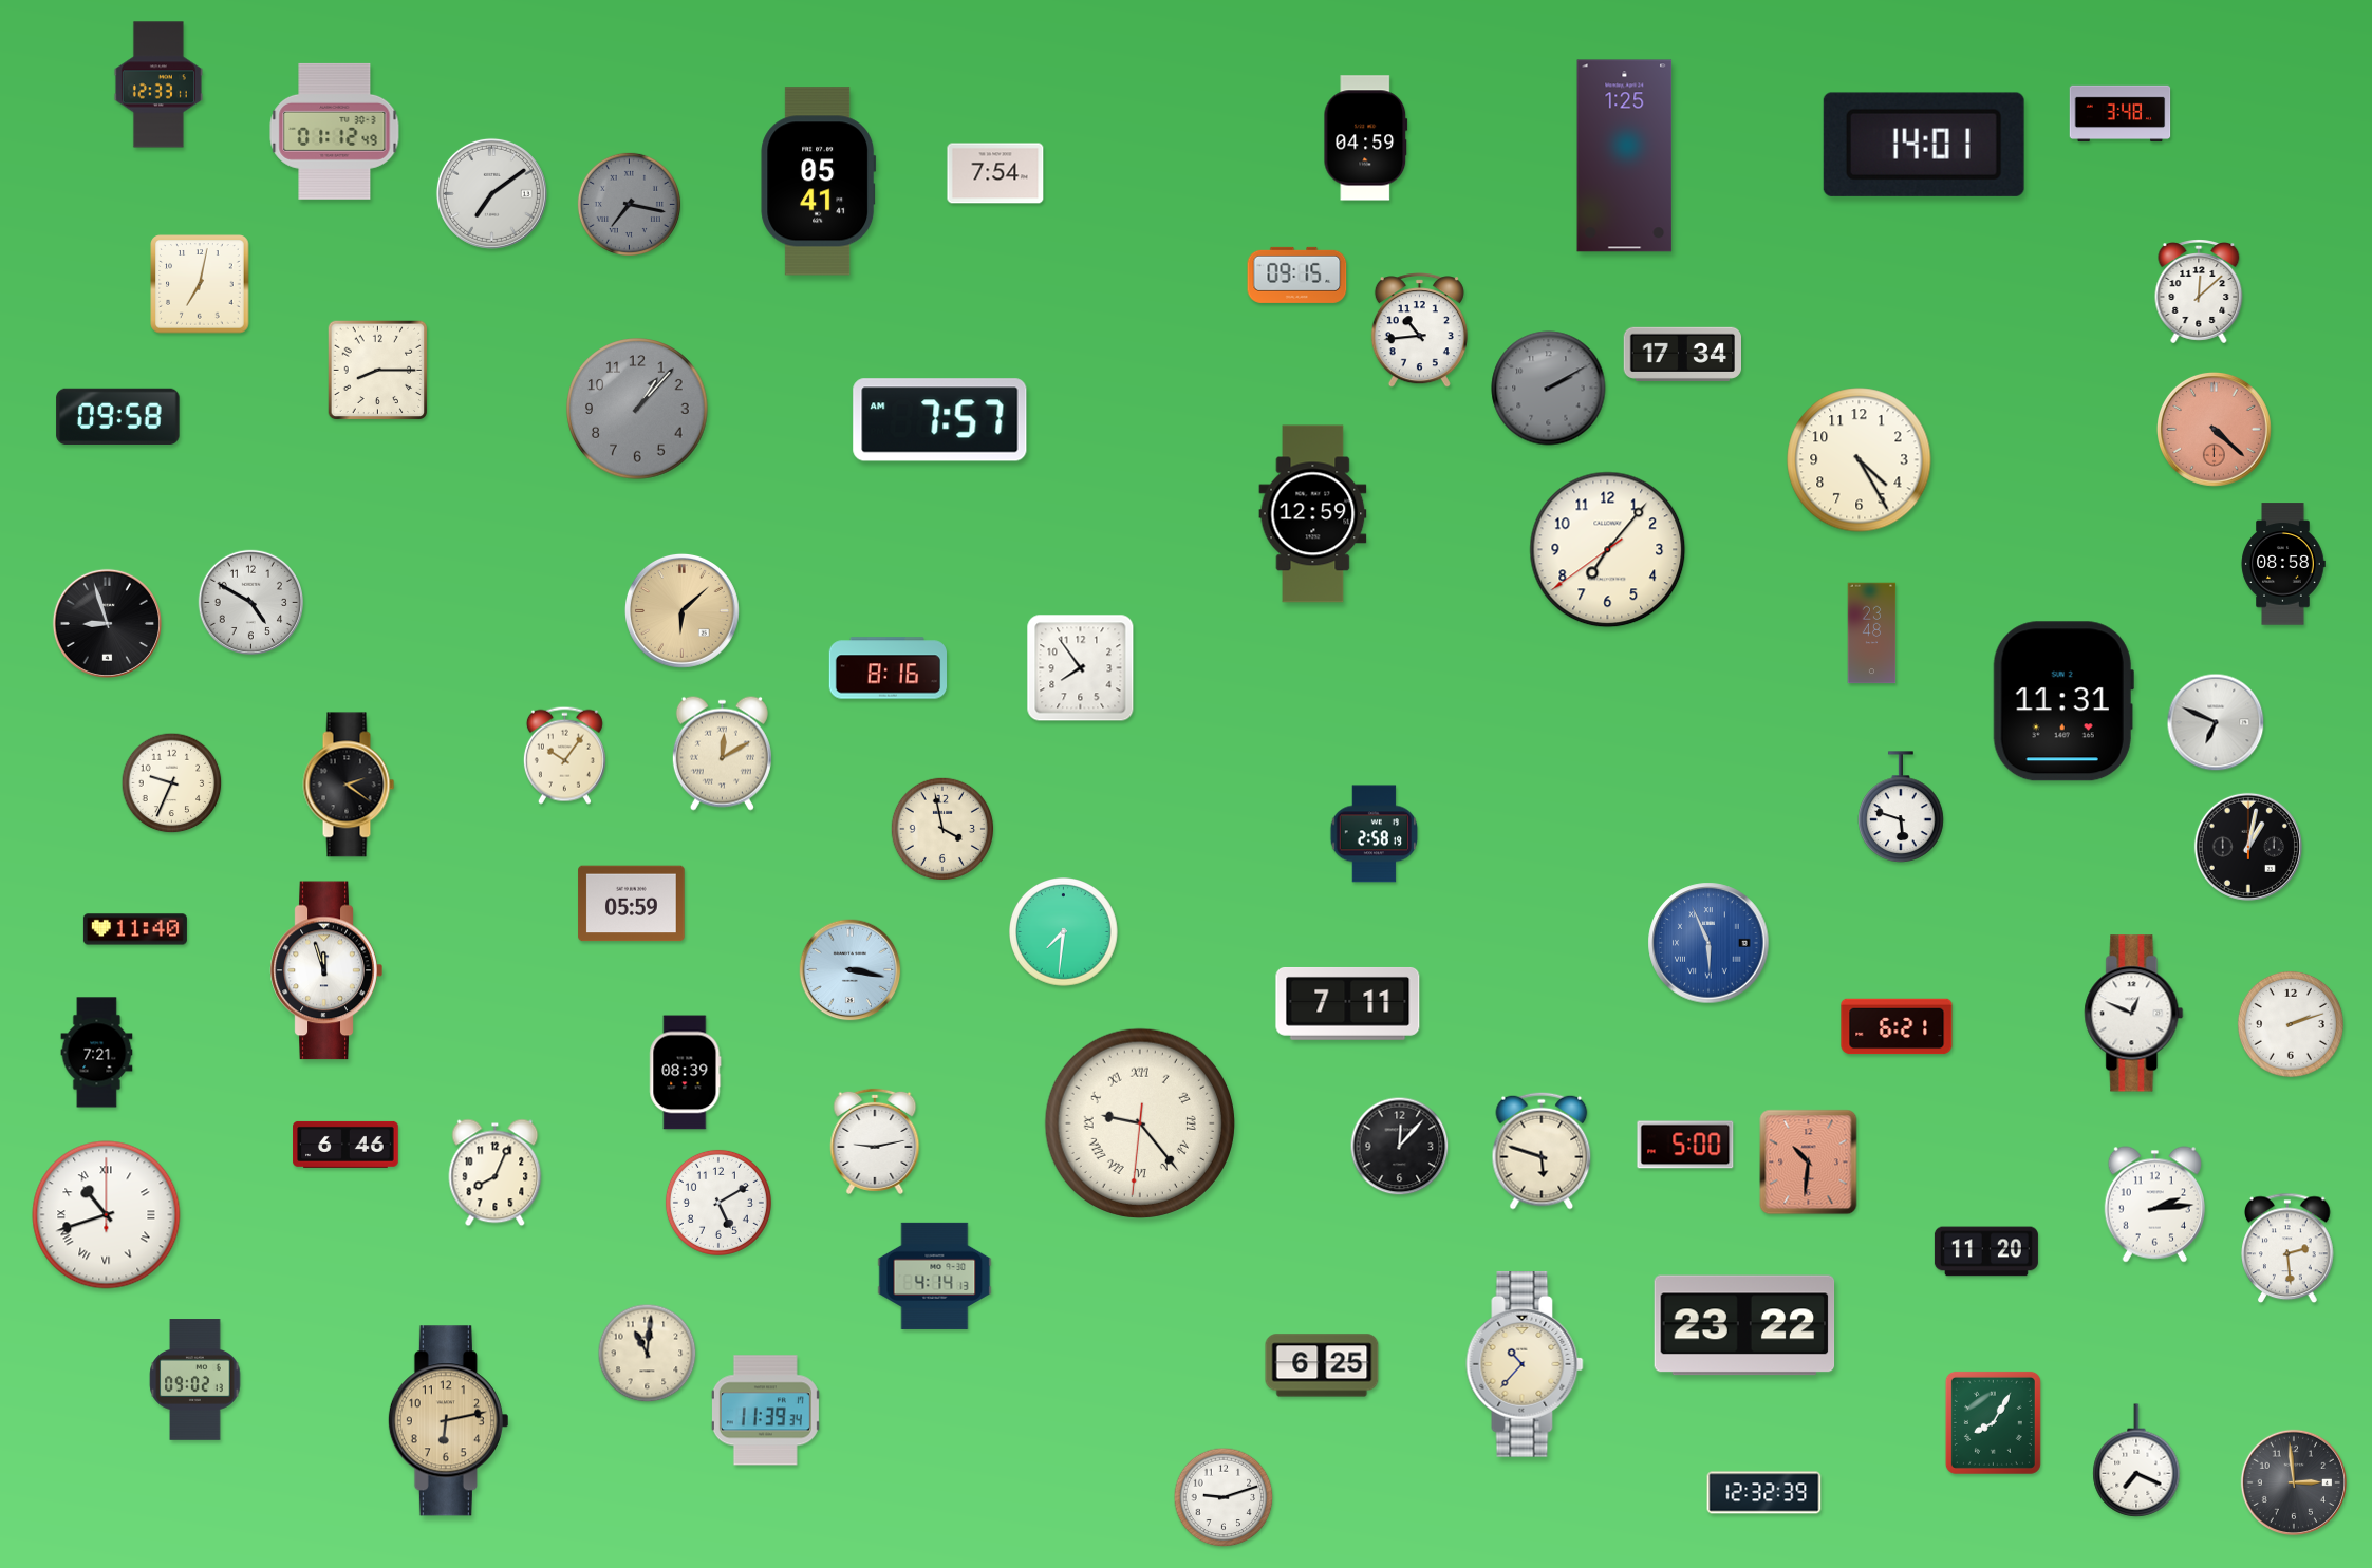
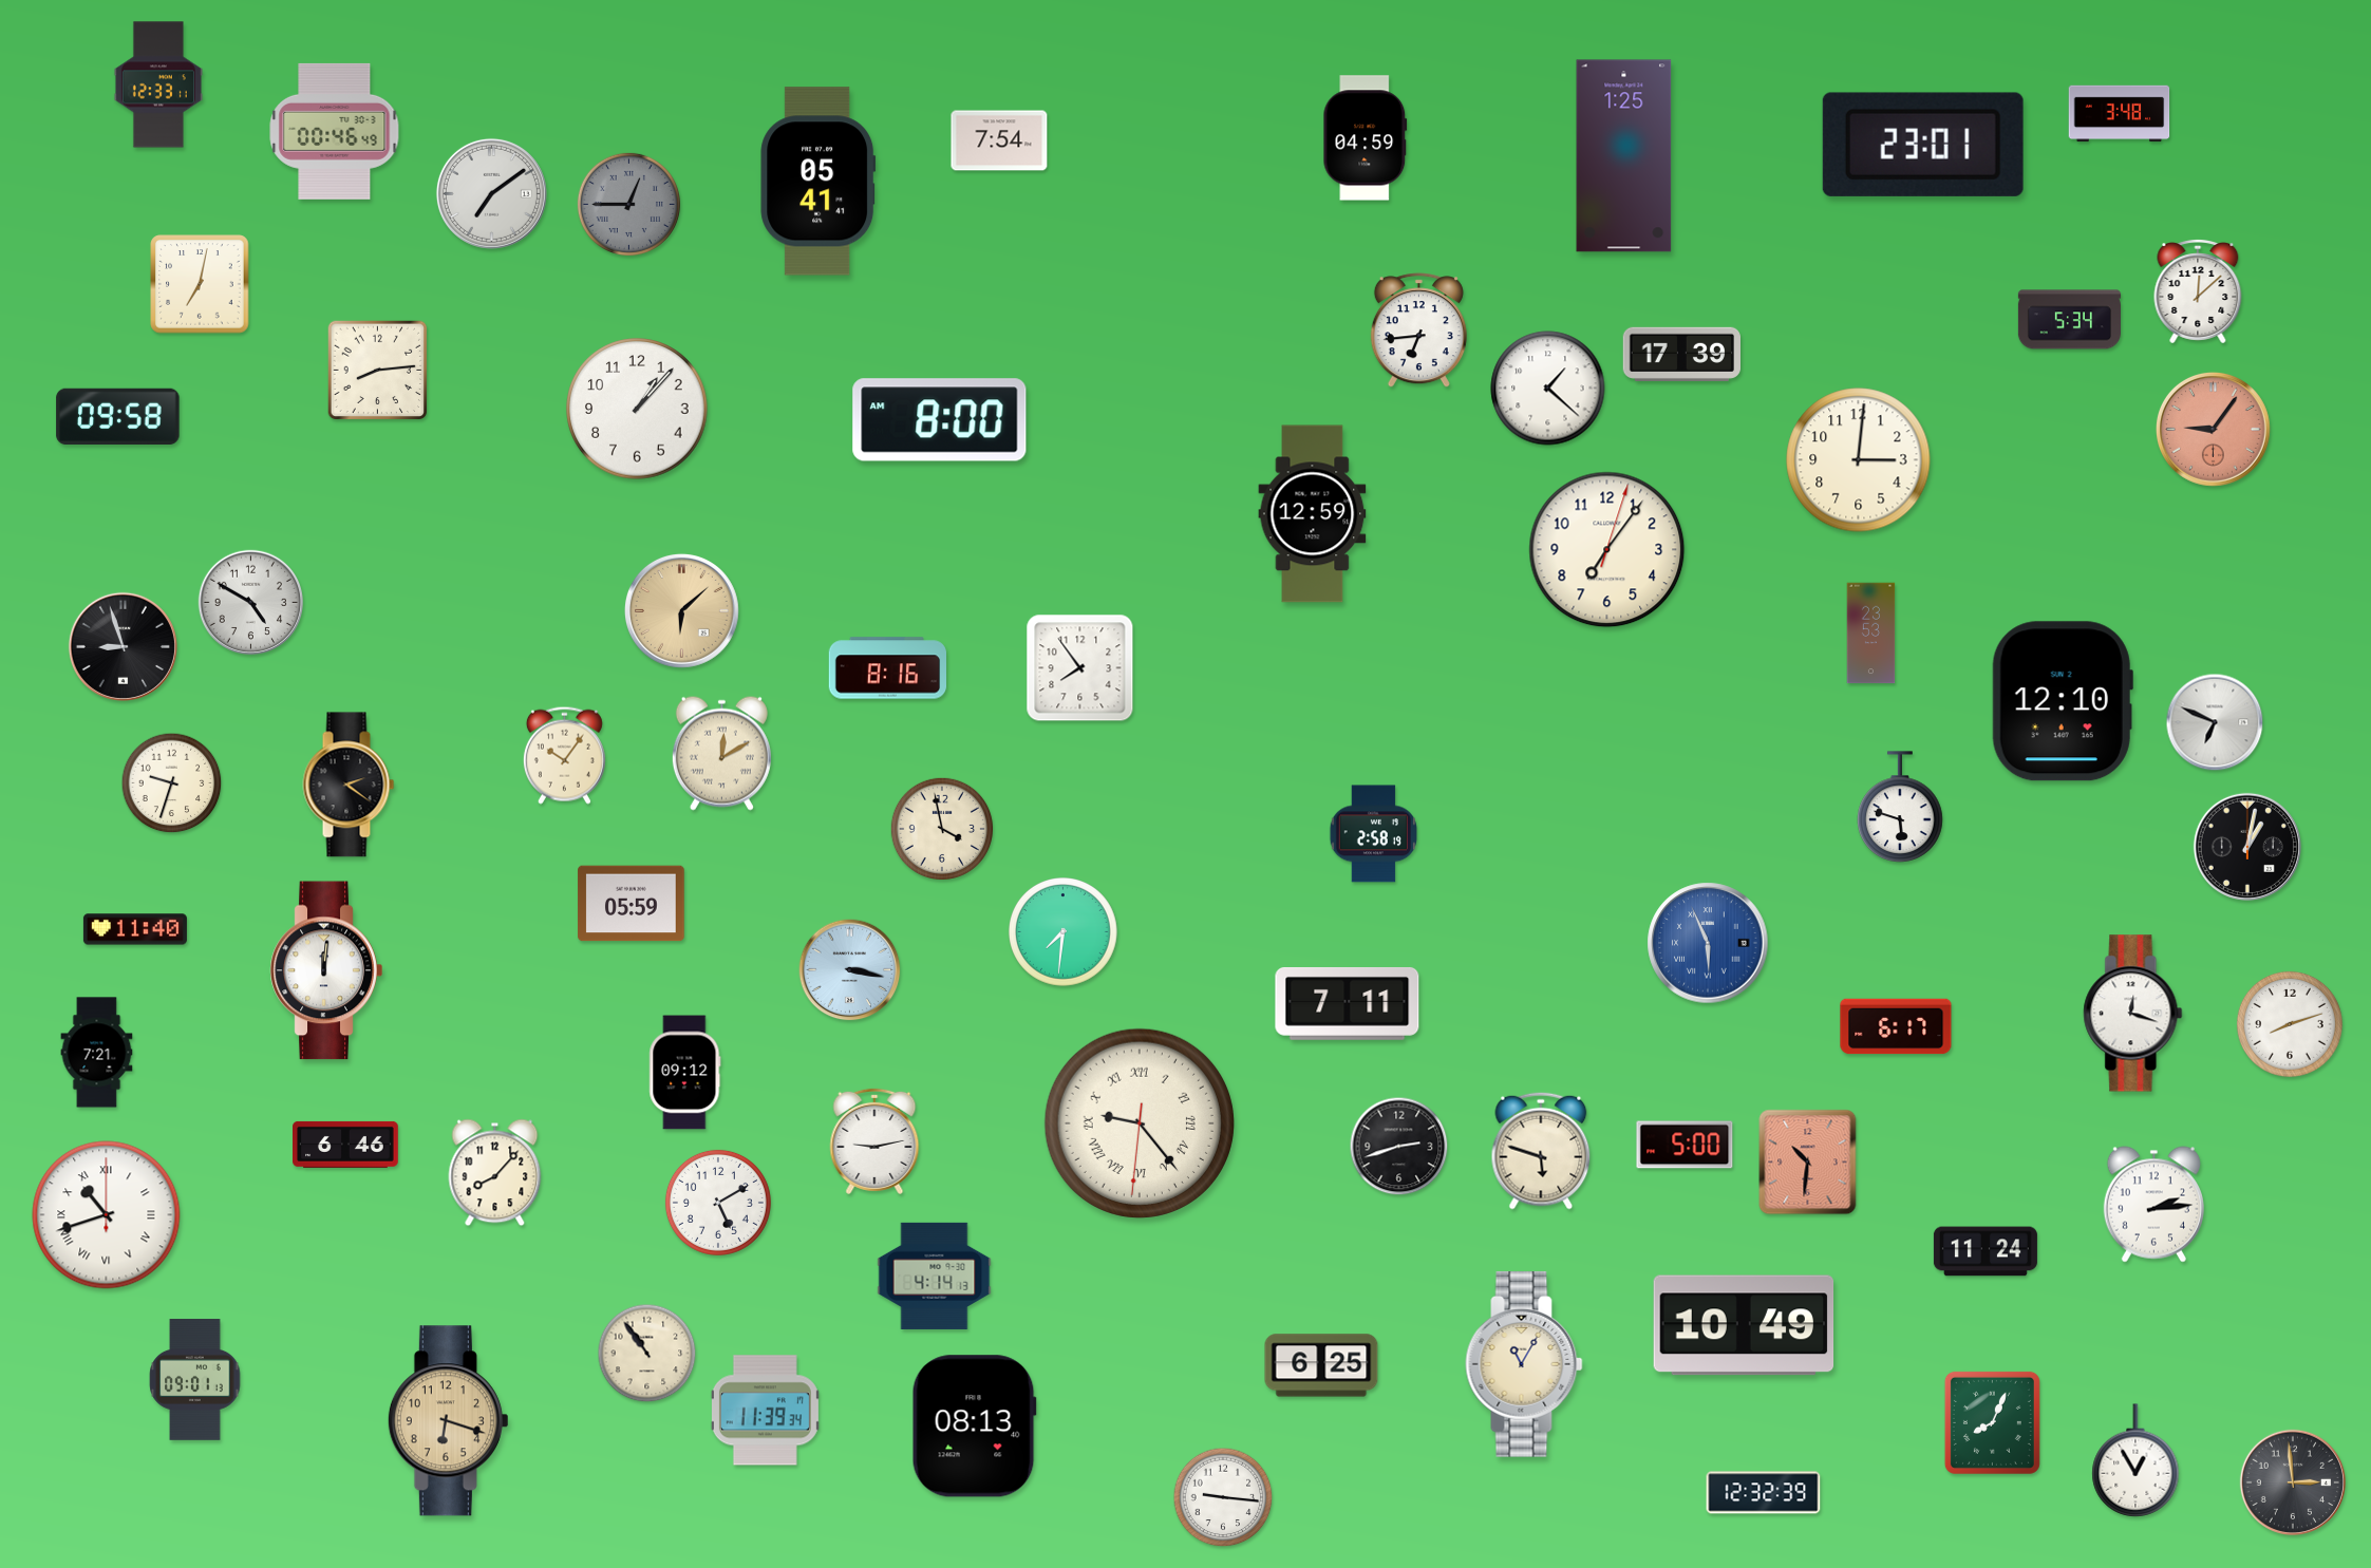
clock at (335, 131): 01:12 -> 00:46
clock at (1924, 145): 14:01 -> 23:01
clock at (995, 173) position: (995, 173) -> (999, 140)
clock at (629, 204): 7:17 -> 12:45
clock at (1297, 275): 09:15 -> none
clock at (2069, 320): none -> 5:34
clock at (1419, 330): 10:44 -> 6:44
clock at (1682, 354): 17:34 -> 17:39
clock at (378, 371): 8:15 -> 8:14
clock at (1549, 389): 2:10 -> 1:22
clock at (1549, 389) dial: grey -> white
clock at (637, 409) dial: grey -> white
clock at (940, 420): 7:57 -> 8:00
clock at (2214, 429): 4:22 -> 9:06
clock at (1860, 460): 4:25 -> 3:01
clock at (1608, 550): 7:06:39 -> 7:06:03
clock at (2283, 564): 08:58 -> none
clock at (107, 623) position: (107, 623) -> (123, 646)
clock at (1872, 634): 23:48 -> 23:53
clock at (2063, 701): 11:31 -> 12:10
clock at (172, 783): 9:34 -> 9:33
clock at (326, 970): 11:57 -> 12:01
clock at (2134, 1014): 12:49 -> 12:18
clock at (2291, 1024): 2:12 -> 8:12
clock at (1897, 1026): 6:21 -> 6:17
clock at (686, 1073): 08:39 -> 09:12
clock at (1400, 1147): 12:07 -> 2:42
clock at (496, 1173): 8:04 -> 8:07
clock at (2287, 1248): 2:29 -> none
clock at (1986, 1251): 11:20 -> 11:24
clock at (1744, 1325): 23:22 -> 10:49
clock at (648, 1354): 11:01 -> 10:54
clock at (1525, 1365): 10:37 -> 11:05
clock at (195, 1380): 09:02 -> 09:01
clock at (448, 1421): 6:13 -> 6:18
clock at (1993, 1422): 8:05 -> 8:04
clock at (974, 1427): none -> 08:13
clock at (2136, 1460): 7:19 -> 12:55
clock at (1224, 1497): 9:12 -> 9:16
